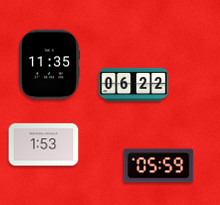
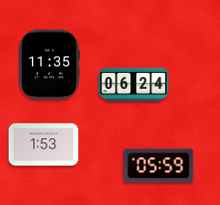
clock at (134, 85): 06:22 -> 06:24
